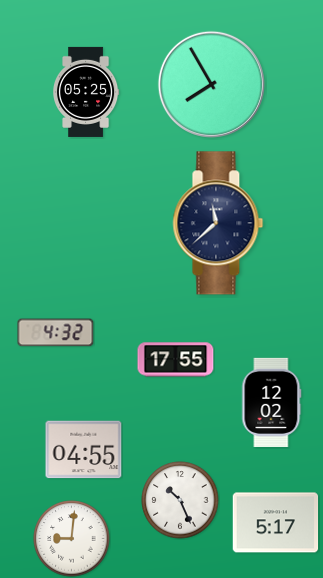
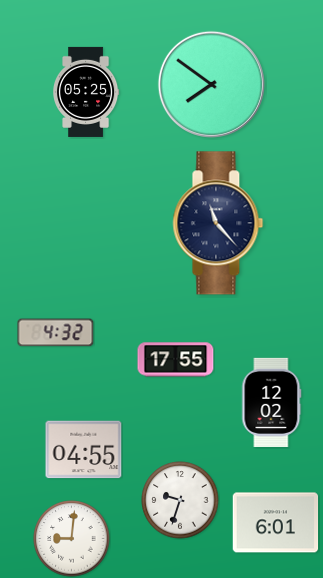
clock at (211, 84): 7:55 -> 7:51
clock at (218, 223): 11:38 -> 11:23
clock at (180, 500): 10:26 -> 9:33
clock at (276, 523): 5:17 -> 6:01
